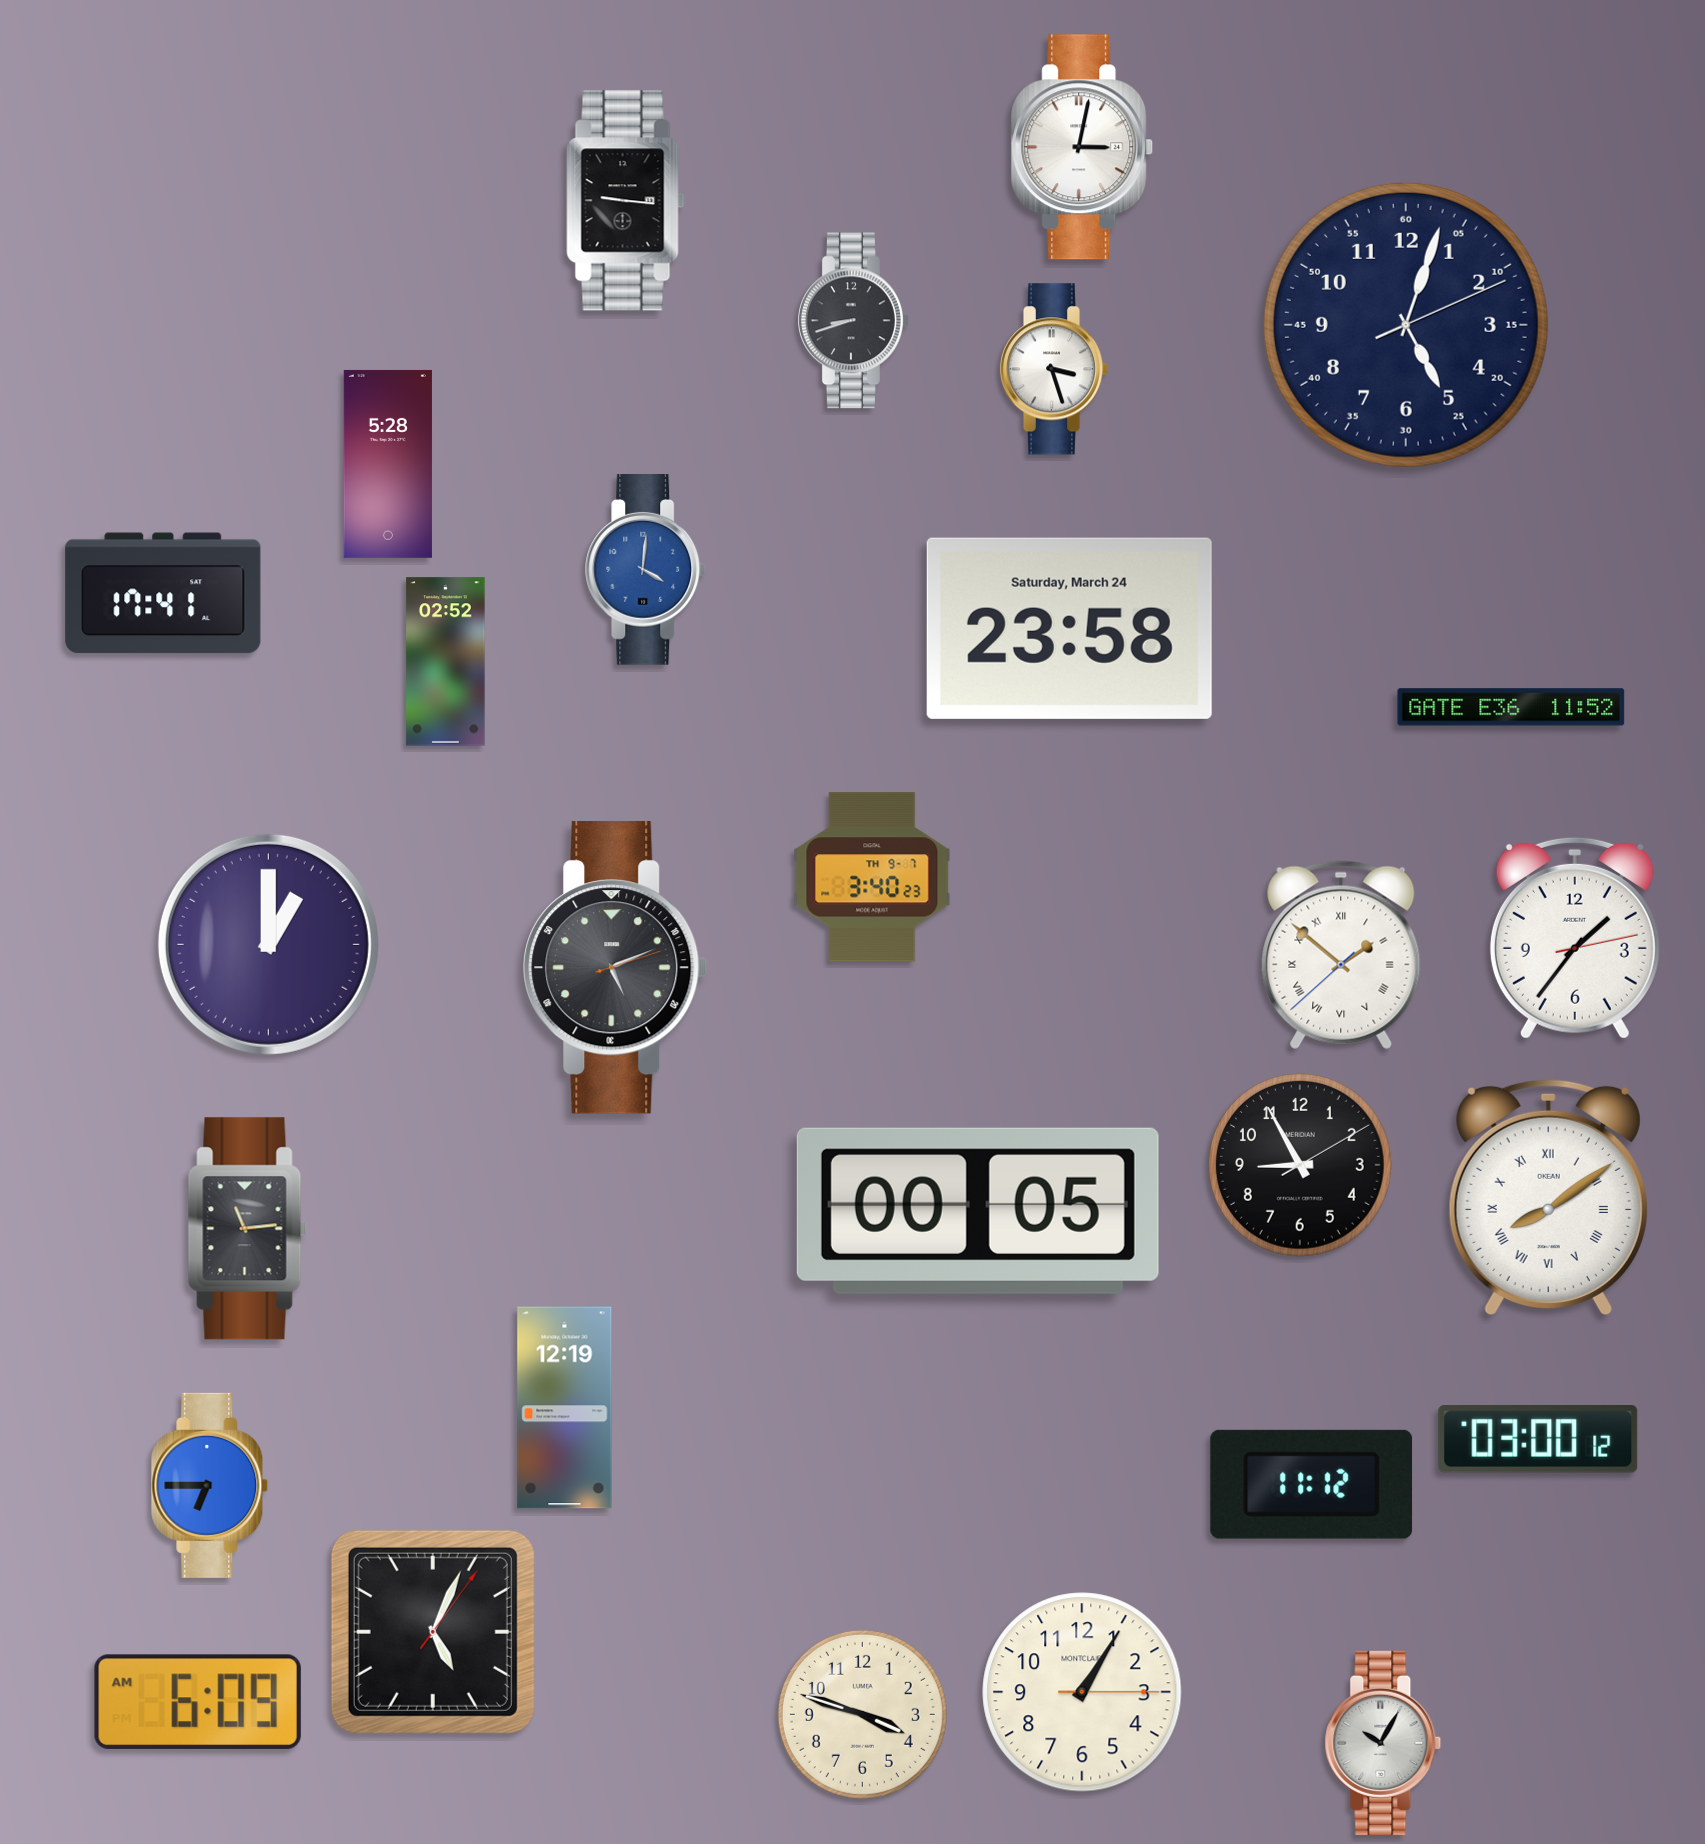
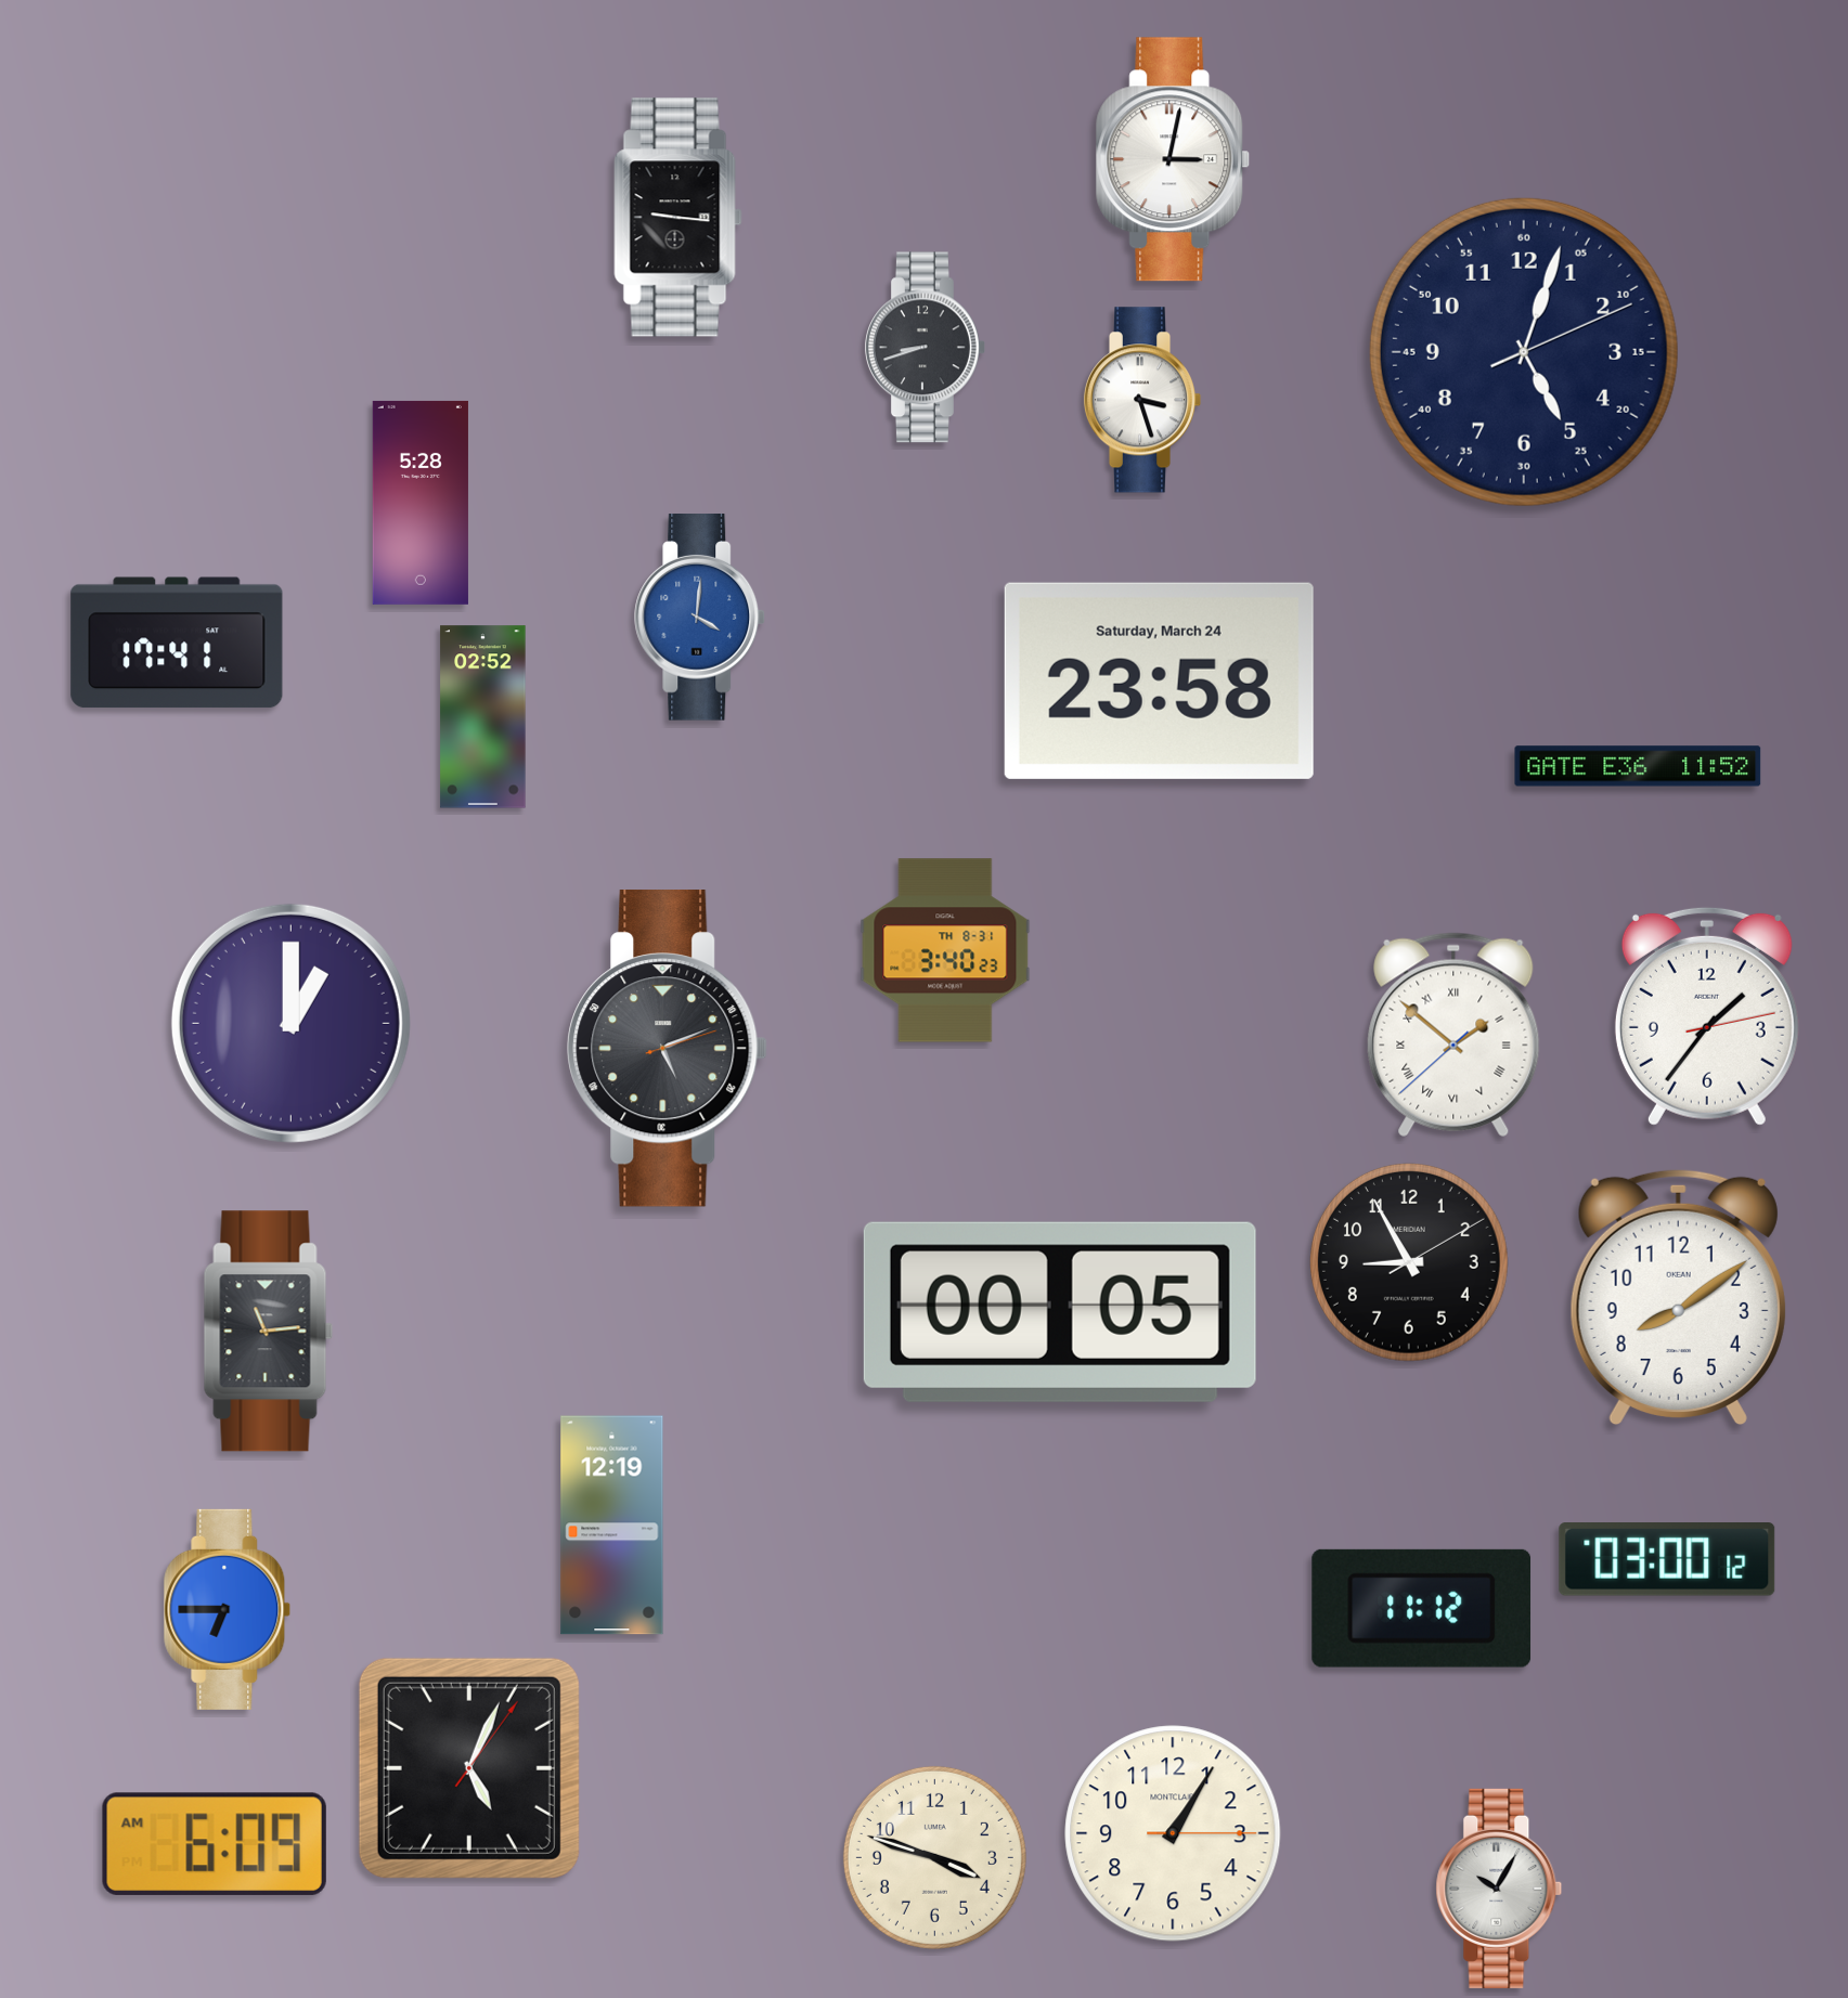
clock at (872, 877) date: TH 9-7 -> TH 8-31
clock at (1548, 1196) numerals: Roman -> Arabic
